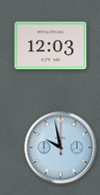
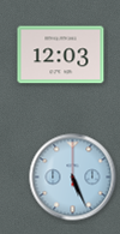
clock at (61, 148): 9:58 -> 5:26
